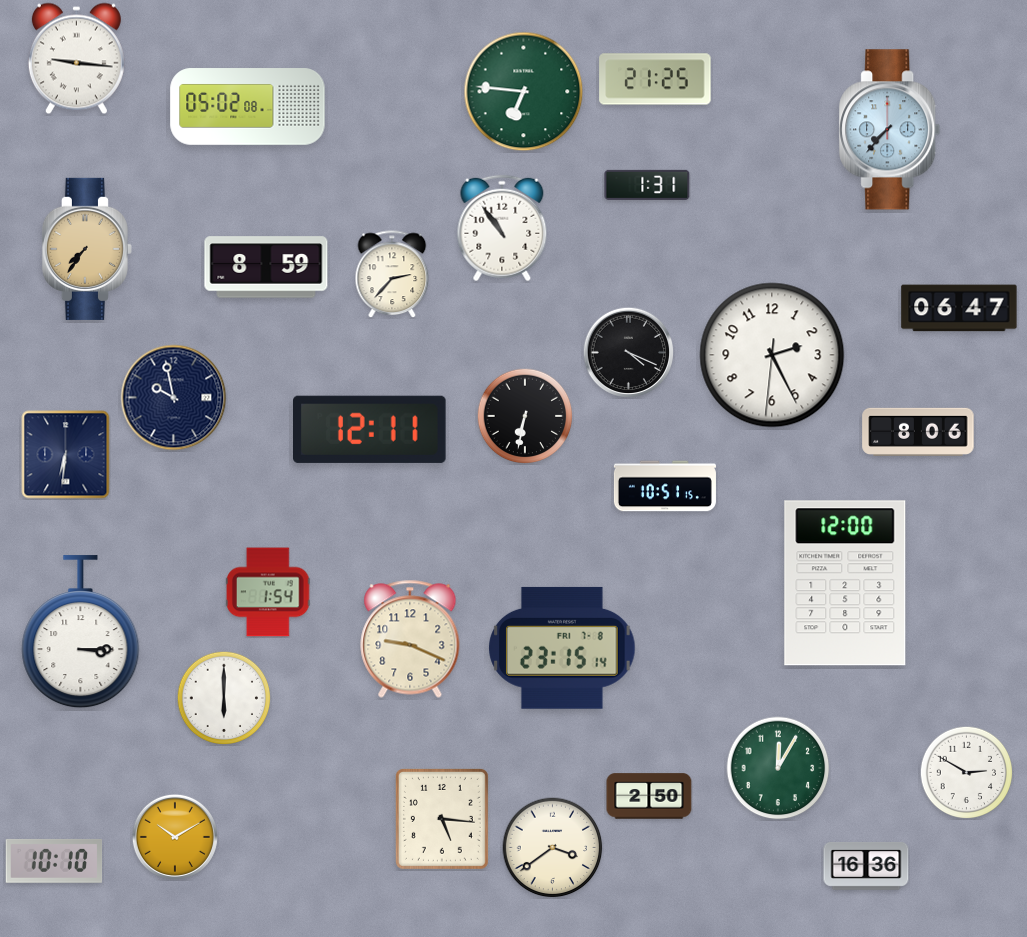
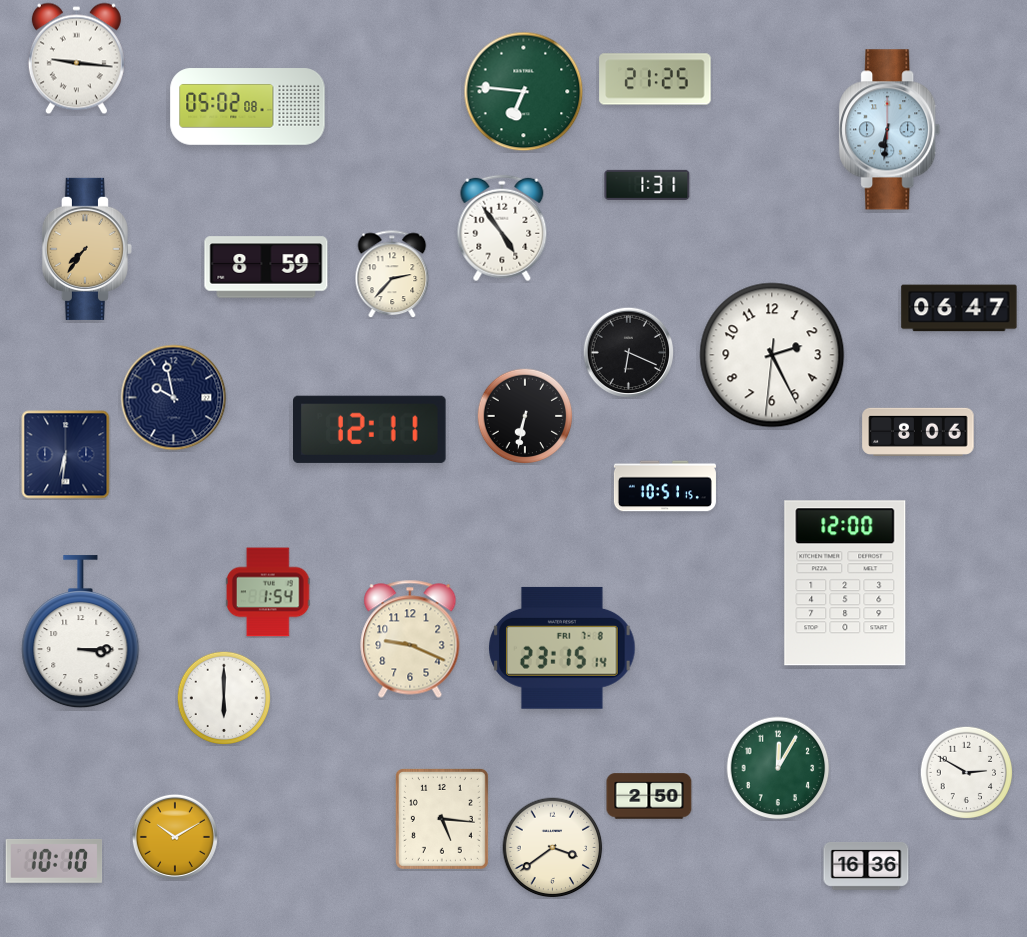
clock at (890, 130): 7:37 -> 6:31
clock at (502, 228): 10:54 -> 4:54
clock at (628, 352): 4:19 -> 6:19
